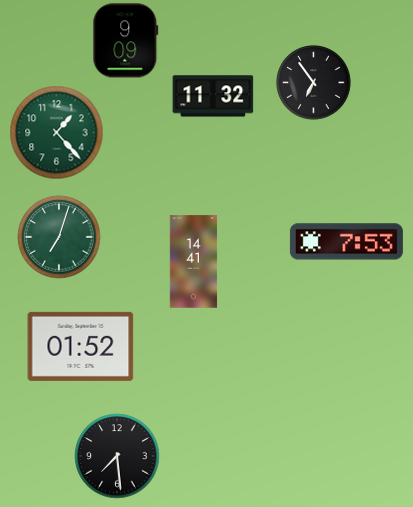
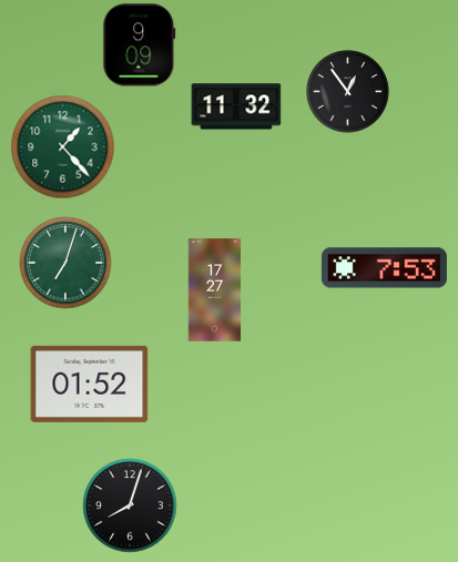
clock at (314, 83): 6:54 -> 12:54
clock at (194, 262): 14:41 -> 17:27
clock at (117, 456): 7:29 -> 8:03
